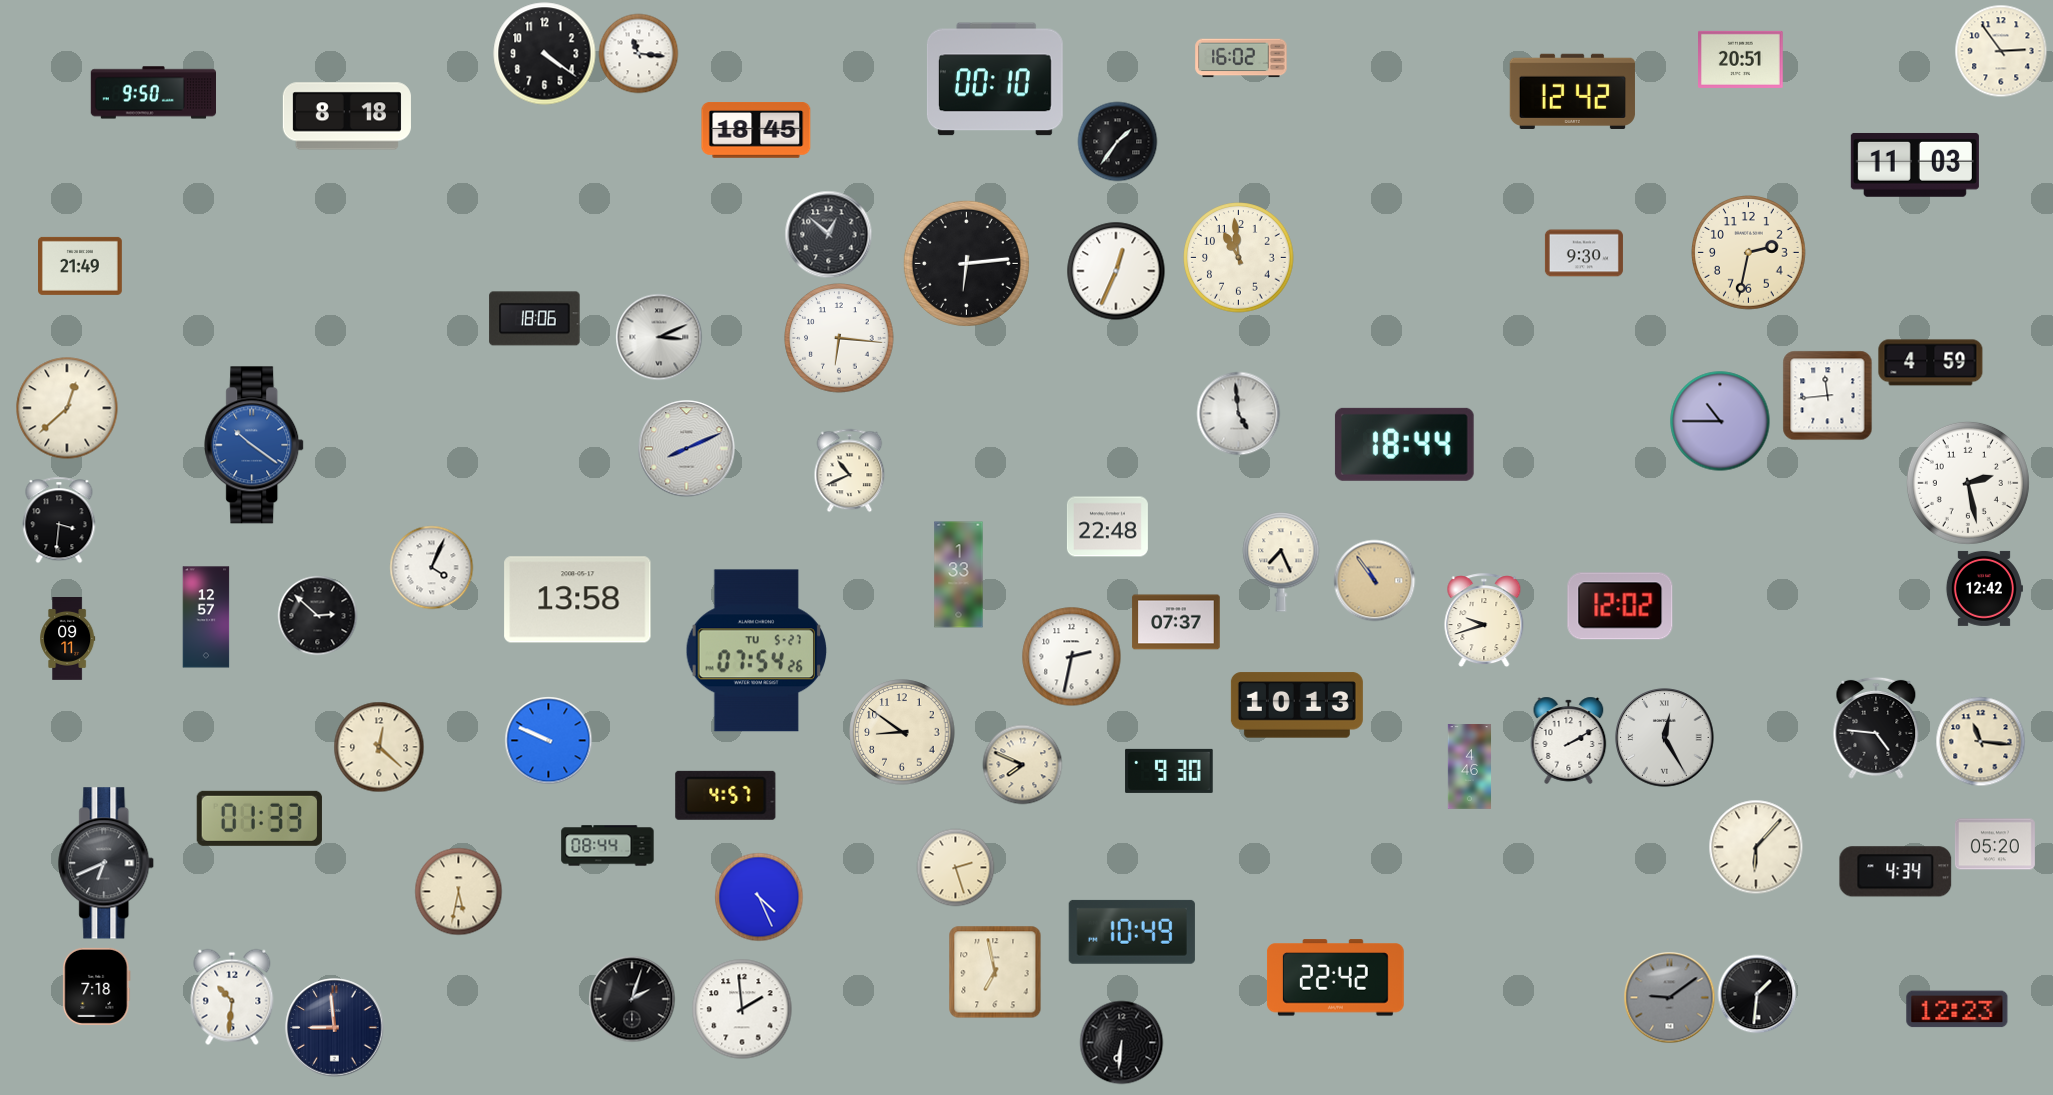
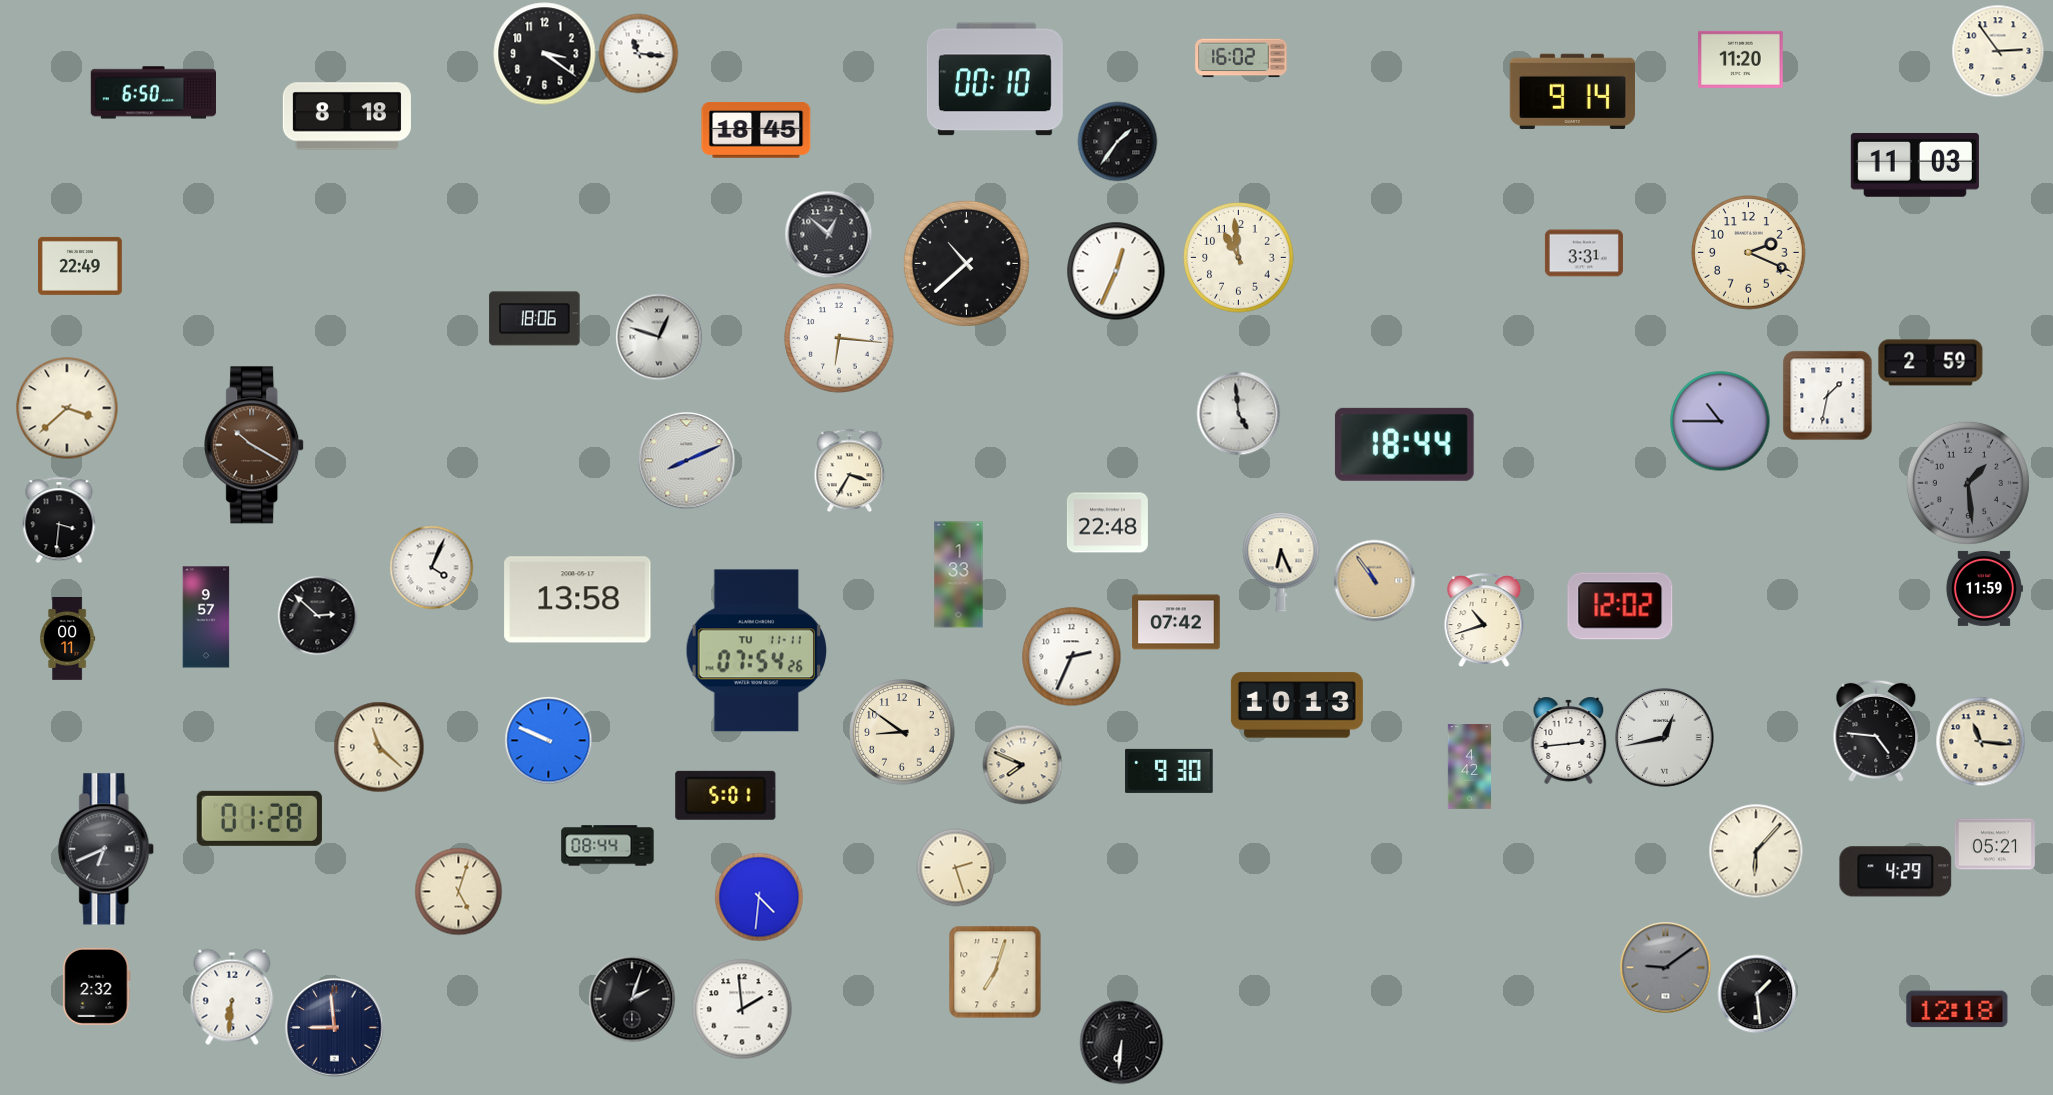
clock at (2001, 51) position: (2001, 51) -> (1998, 51)
clock at (545, 54): 4:21 -> 3:21
clock at (1741, 59): 20:51 -> 11:20
clock at (1572, 91): 12:42 -> 9:14
clock at (154, 93): 9:50 -> 6:50
clock at (1584, 253): 9:30 -> 3:31
clock at (1749, 253): 2:32 -> 2:19
clock at (966, 263): 6:14 -> 10:38
clock at (81, 266): 21:49 -> 22:49
clock at (659, 337): 3:11 -> 12:48
clock at (1931, 363): 4:59 -> 2:59
clock at (1827, 395): 11:44 -> 1:32
clock at (67, 408): 12:38 -> 3:38
clock at (255, 445): 10:21 -> 10:20
clock at (255, 445) dial: blue -> brown
clock at (687, 449) position: (687, 449) -> (687, 461)
clock at (850, 470): 10:41 -> 3:35
clock at (1968, 483): 2:28 -> 1:29
clock at (1968, 483) dial: white -> grey
clock at (1107, 527) position: (1107, 527) -> (1107, 523)
clock at (1281, 562): 7:26 -> 6:26
clock at (1984, 588): 12:42 -> 11:59
clock at (206, 617): 12:57 -> 9:57
clock at (1484, 620): 9:42 -> 10:42
clock at (1176, 622): 07:37 -> 07:42
clock at (68, 639): 09:11 -> 00:11
clock at (757, 651) date: TU 5-27 -> TU 11-11
clock at (1072, 657): 2:32 -> 2:34
clock at (1876, 728) position: (1876, 728) -> (1876, 731)
clock at (1665, 738): 12:25 -> 12:43
clock at (1569, 740): 2:10 -> 2:44
clock at (379, 747): 12:22 -> 11:22
clock at (1470, 767): 4:46 -> 4:42
clock at (726, 795): 4:57 -> 5:01
clock at (259, 818): 01:33 -> 01:28
clock at (1995, 844): 05:20 -> 05:21
clock at (1756, 847) position: (1756, 847) -> (1756, 851)
clock at (107, 863) position: (107, 863) -> (107, 849)
clock at (1896, 872): 4:34 -> 4:29
clock at (458, 891): 5:32 -> 5:03
clock at (759, 897): 4:26 -> 4:31
clock at (1132, 932): 10:49 -> none
clock at (995, 972): 6:58 -> 7:03
clock at (1335, 978): 22:42 -> none
clock at (97, 986): 7:18 -> 2:32
clock at (1757, 994): 1:31 -> 1:29
clock at (232, 997): 10:31 -> 6:31
clock at (1669, 997) position: (1669, 997) -> (1665, 967)
clock at (1957, 1009): 12:23 -> 12:18
